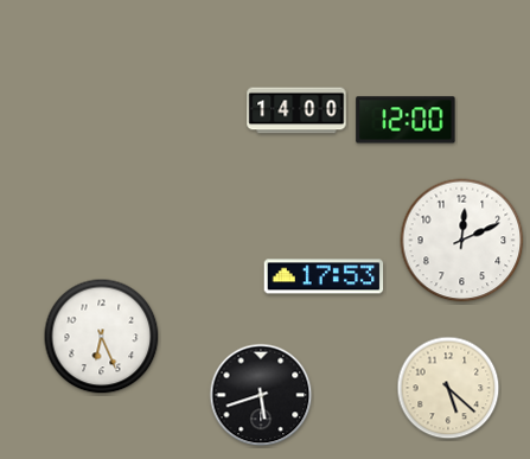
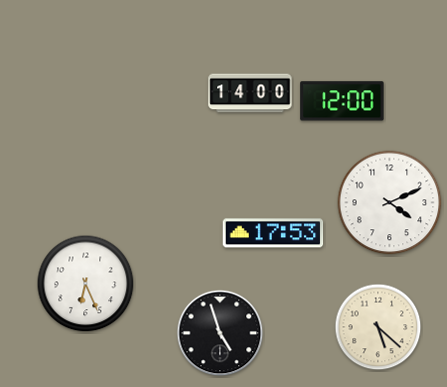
clock at (462, 241): 12:11 -> 4:11
clock at (261, 395): 5:42 -> 4:57
